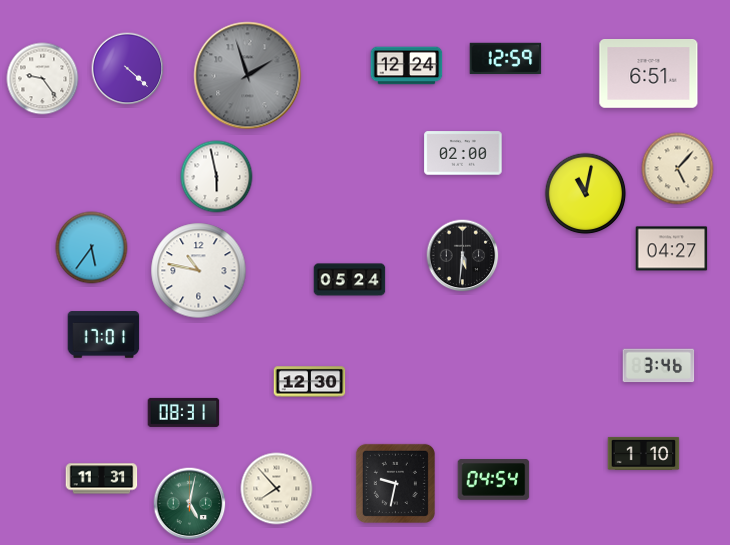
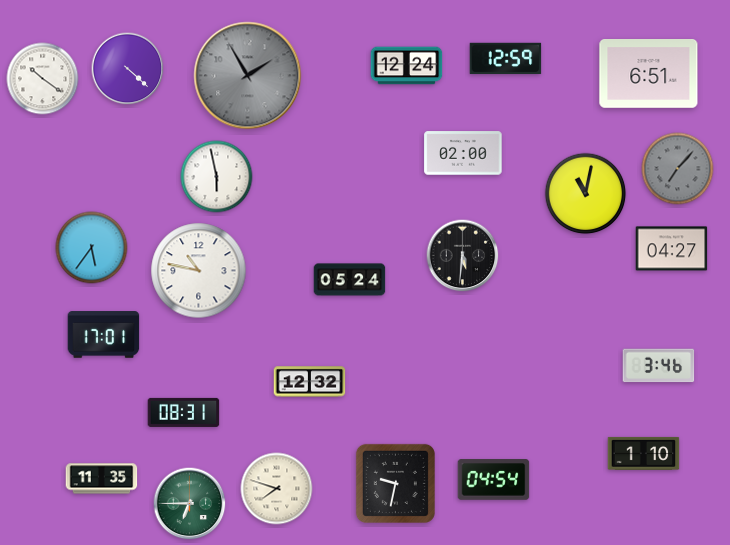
clock at (248, 76): 1:57 -> 1:55
clock at (43, 79): 9:24 -> 10:21
clock at (678, 169): 5:07 -> 7:07
clock at (678, 169) dial: cream -> grey
clock at (310, 382): 12:30 -> 12:32
clock at (102, 479): 11:31 -> 11:35
clock at (277, 489): 7:53 -> 7:48
clock at (190, 504): 5:02 -> 6:45
